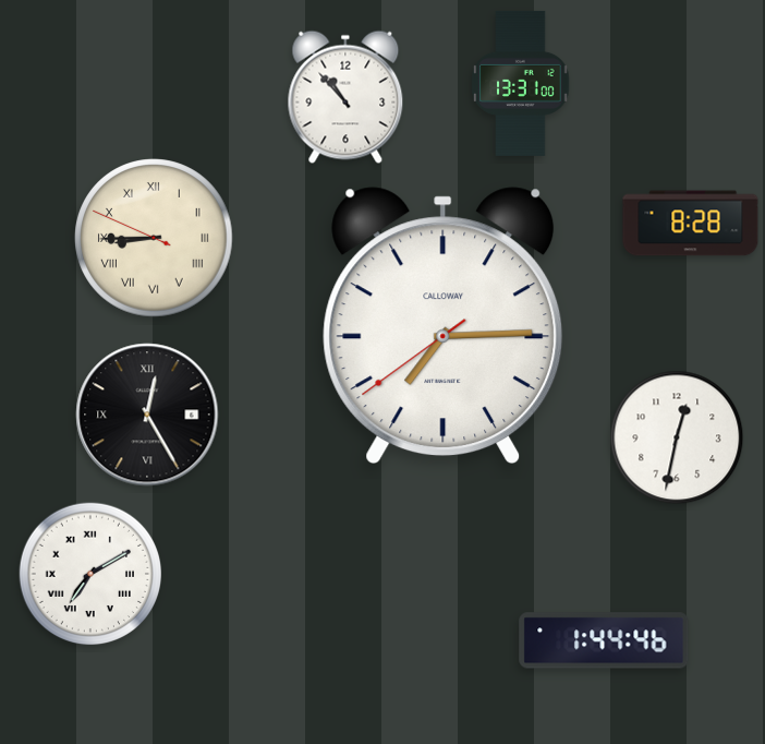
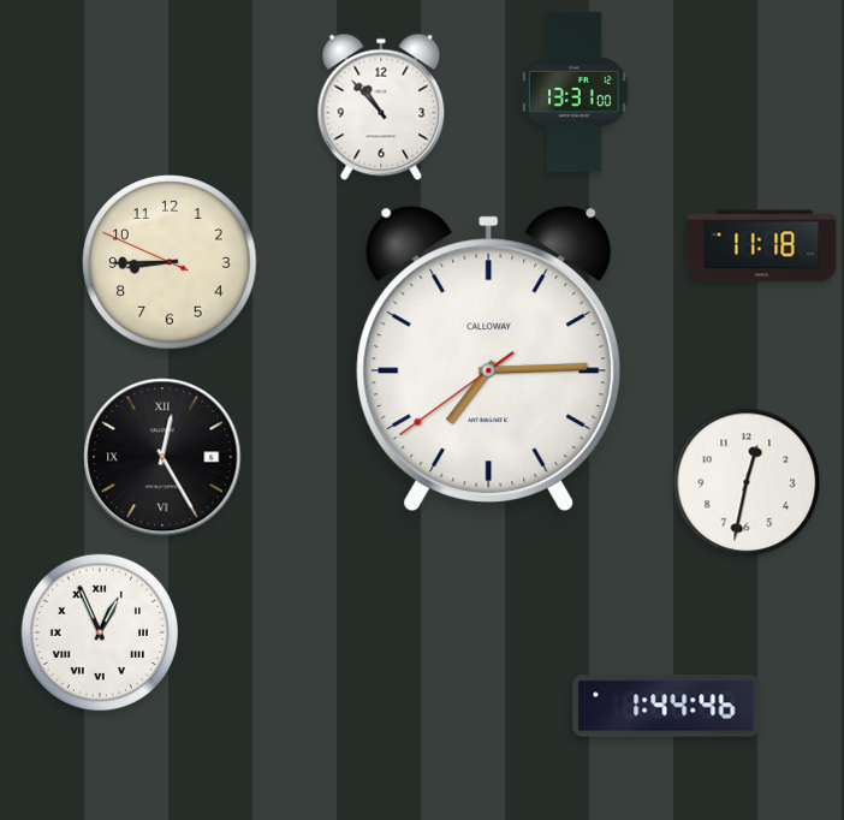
clock at (691, 224): 8:28 -> 11:18
clock at (154, 238) numerals: Roman -> Arabic
clock at (90, 574): 7:10 -> 12:56
